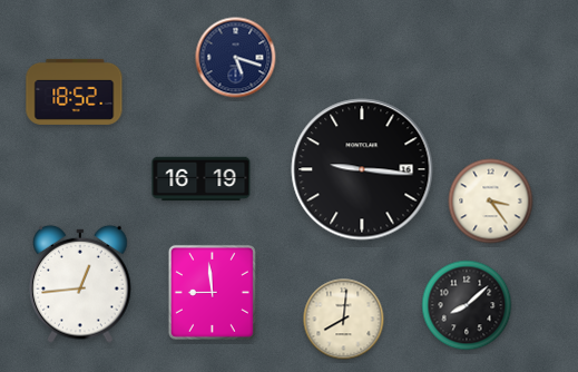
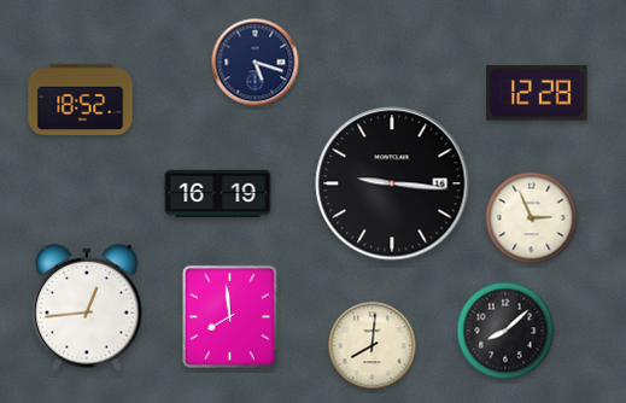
clock at (537, 93): none -> 12:28
clock at (491, 202): 3:24 -> 2:56
clock at (212, 292): 8:59 -> 7:59
